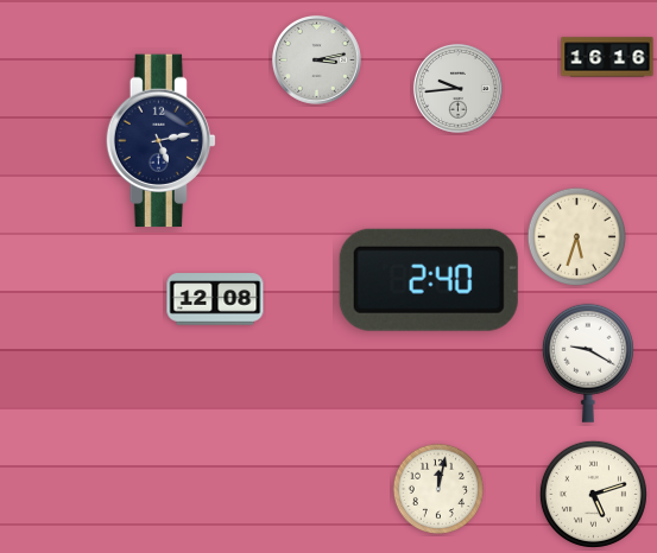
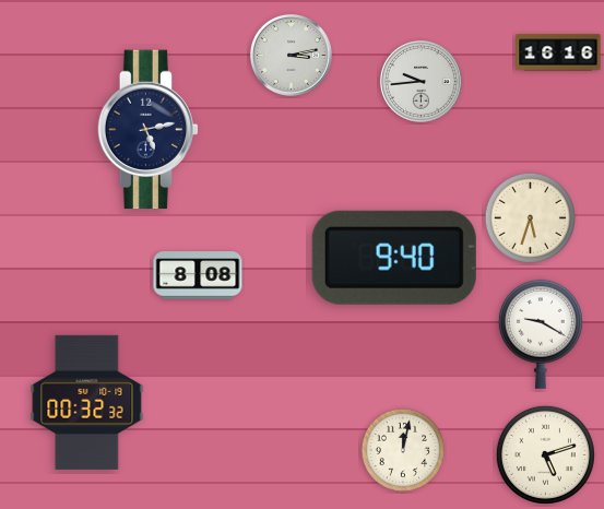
clock at (429, 280): 2:40 -> 9:40
clock at (215, 299): 12:08 -> 8:08
clock at (87, 402): none -> 00:32
